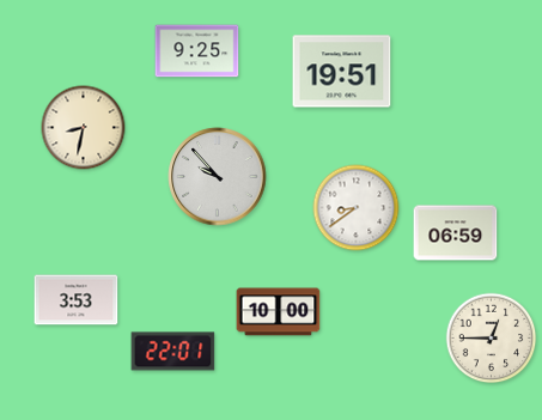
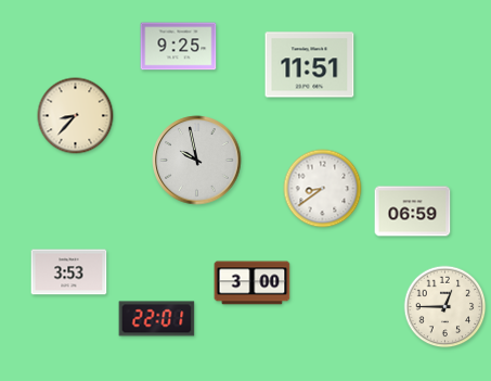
clock at (342, 72): 19:51 -> 11:51
clock at (84, 128): 8:32 -> 8:37
clock at (218, 177): 9:53 -> 9:58
clock at (279, 312): 10:00 -> 3:00
